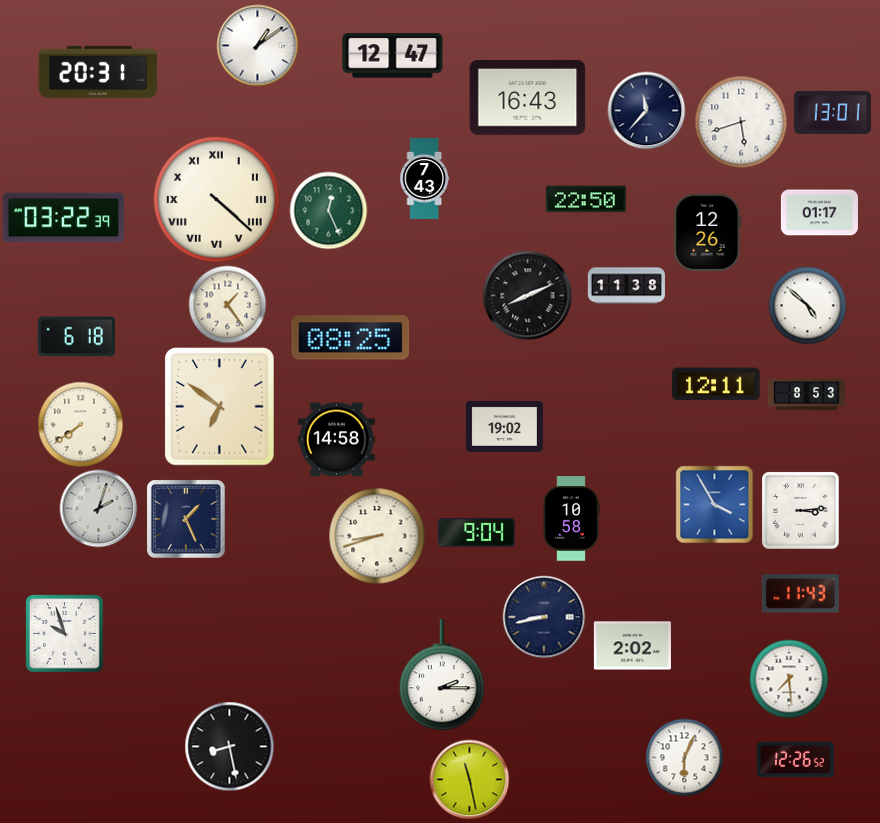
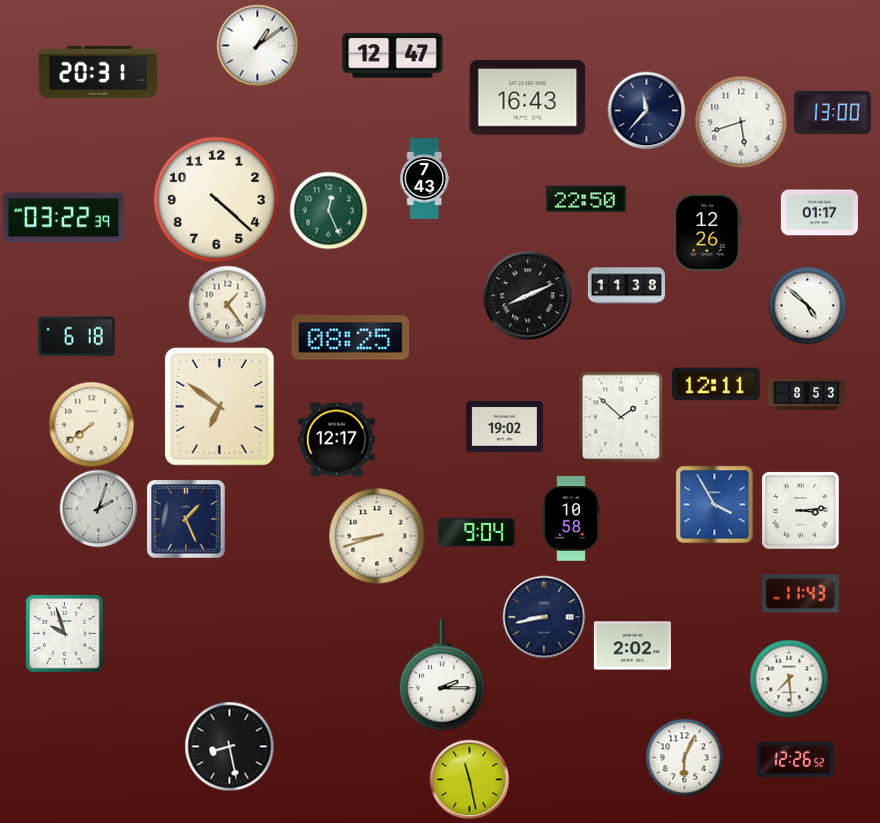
clock at (832, 112): 13:01 -> 13:00
clock at (216, 199) numerals: Roman -> Arabic
clock at (621, 417): none -> 1:52
clock at (80, 424) position: (80, 424) -> (91, 424)
clock at (336, 440): 14:58 -> 12:17
